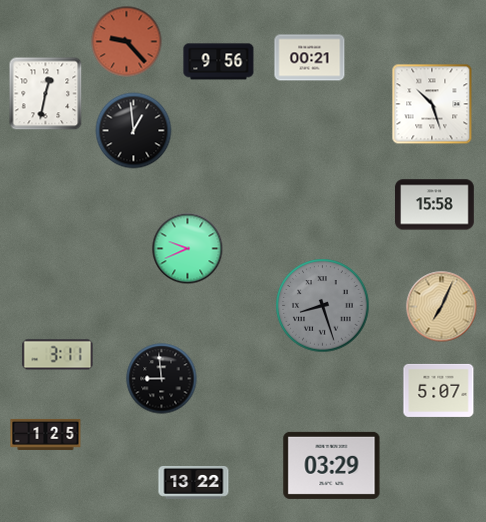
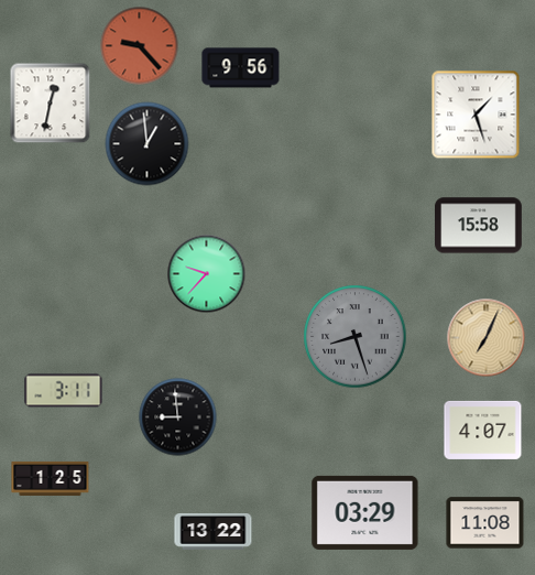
clock at (310, 58): 00:21 -> none
clock at (432, 104): 10:27 -> 1:27
clock at (188, 249): 9:41 -> 9:37
clock at (439, 390): 5:07 -> 4:07
clock at (485, 523): none -> 11:08
